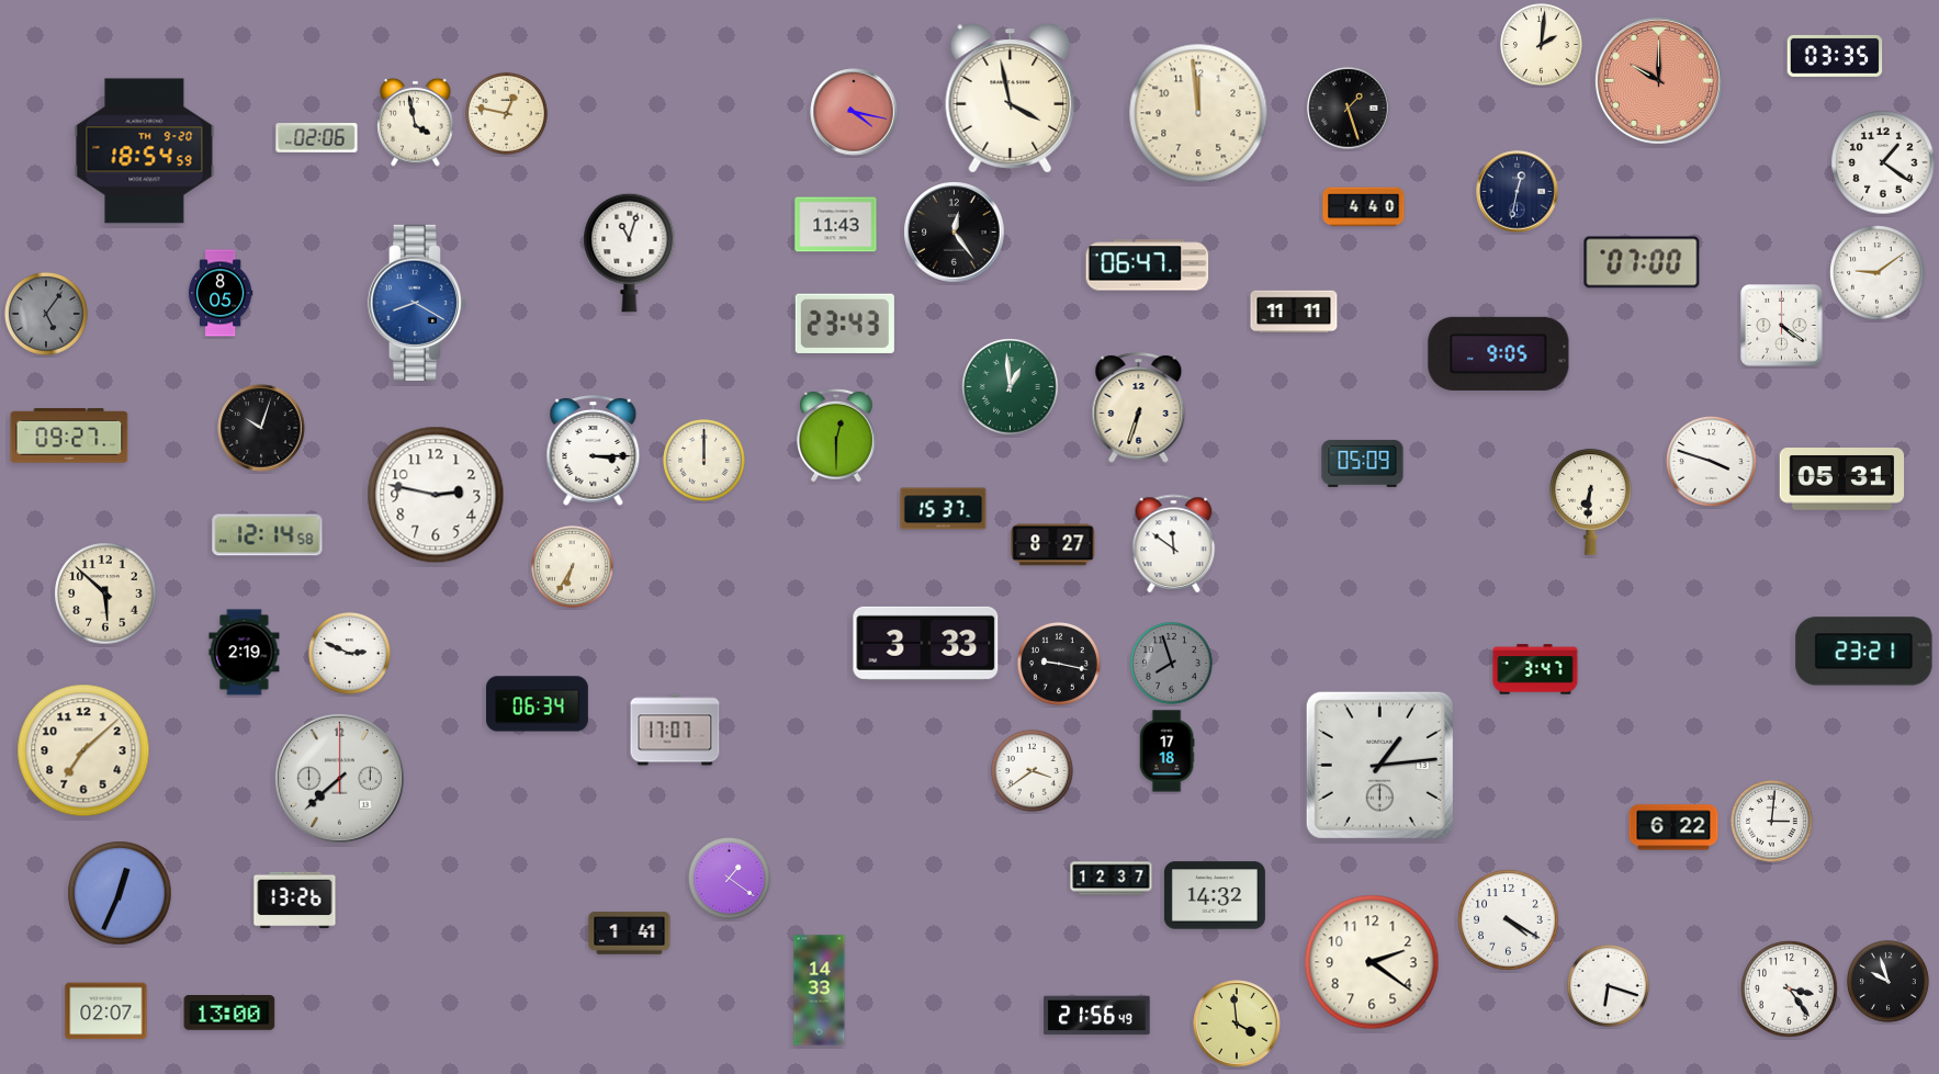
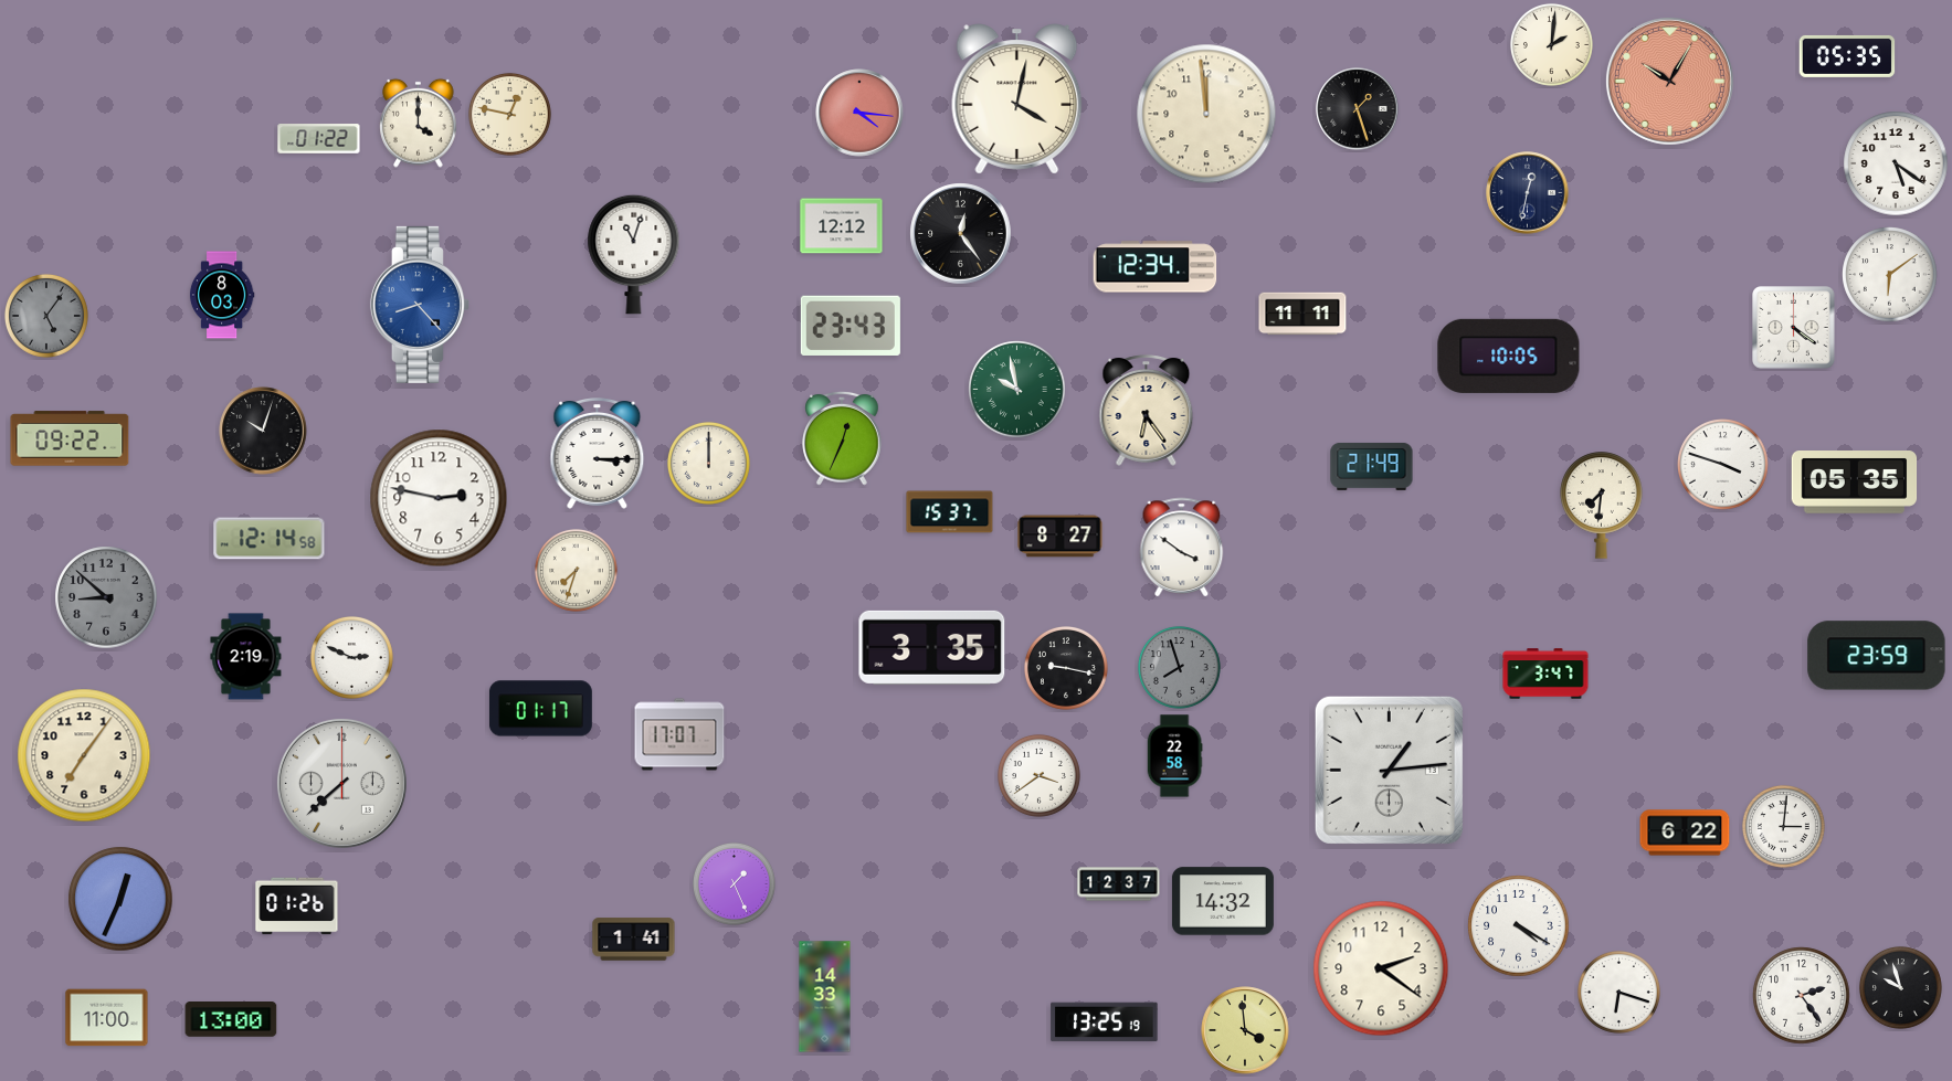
clock at (1835, 56): 03:35 -> 05:35
clock at (1658, 80): 10:00 -> 10:05
clock at (1011, 99): 3:58 -> 4:02
clock at (854, 112): 4:17 -> 4:16
clock at (416, 122): 3:58 -> 4:00
clock at (317, 138): 02:06 -> 01:22
clock at (145, 151): 18:54 -> none
clock at (1883, 162): 1:21 -> 5:21
clock at (1364, 207): 4:40 -> none
clock at (836, 225): 11:43 -> 12:12
clock at (1642, 262): 07:00 -> none
clock at (1148, 265): 06:47 -> 12:34
clock at (1878, 273): 9:09 -> 6:09
clock at (221, 293): 8:05 -> 8:03
clock at (417, 303): 8:20 -> 8:23
clock at (1499, 353): 9:05 -> 10:05
clock at (1011, 387): 12:59 -> 9:58
clock at (1139, 408): 6:33 -> 6:24
clock at (69, 436): 09:27 -> 09:22
clock at (836, 436): 12:30 -> 12:34
clock at (1363, 463): 05:09 -> 21:49
clock at (1842, 479): 05:31 -> 05:35
clock at (1591, 502): 6:31 -> 7:31
clock at (1174, 543): 11:51 -> 3:51
clock at (1053, 545) position: (1053, 545) -> (1061, 537)
clock at (572, 566): 6:35 -> 7:33
clock at (105, 593): 5:52 -> 8:52
clock at (105, 593) dial: cream -> grey
clock at (926, 643): 3:33 -> 3:35
clock at (1864, 652): 23:21 -> 23:59
clock at (537, 704): 06:34 -> 01:17
clock at (83, 750): 7:08 -> 7:06
clock at (1166, 751): 17:18 -> 22:58
clock at (729, 878): 1:21 -> 1:26
clock at (295, 901): 13:26 -> 01:26
clock at (1790, 990): 3:24 -> 2:24
clock at (106, 1011): 02:07 -> 11:00
clock at (1097, 1016): 21:56 -> 13:25
